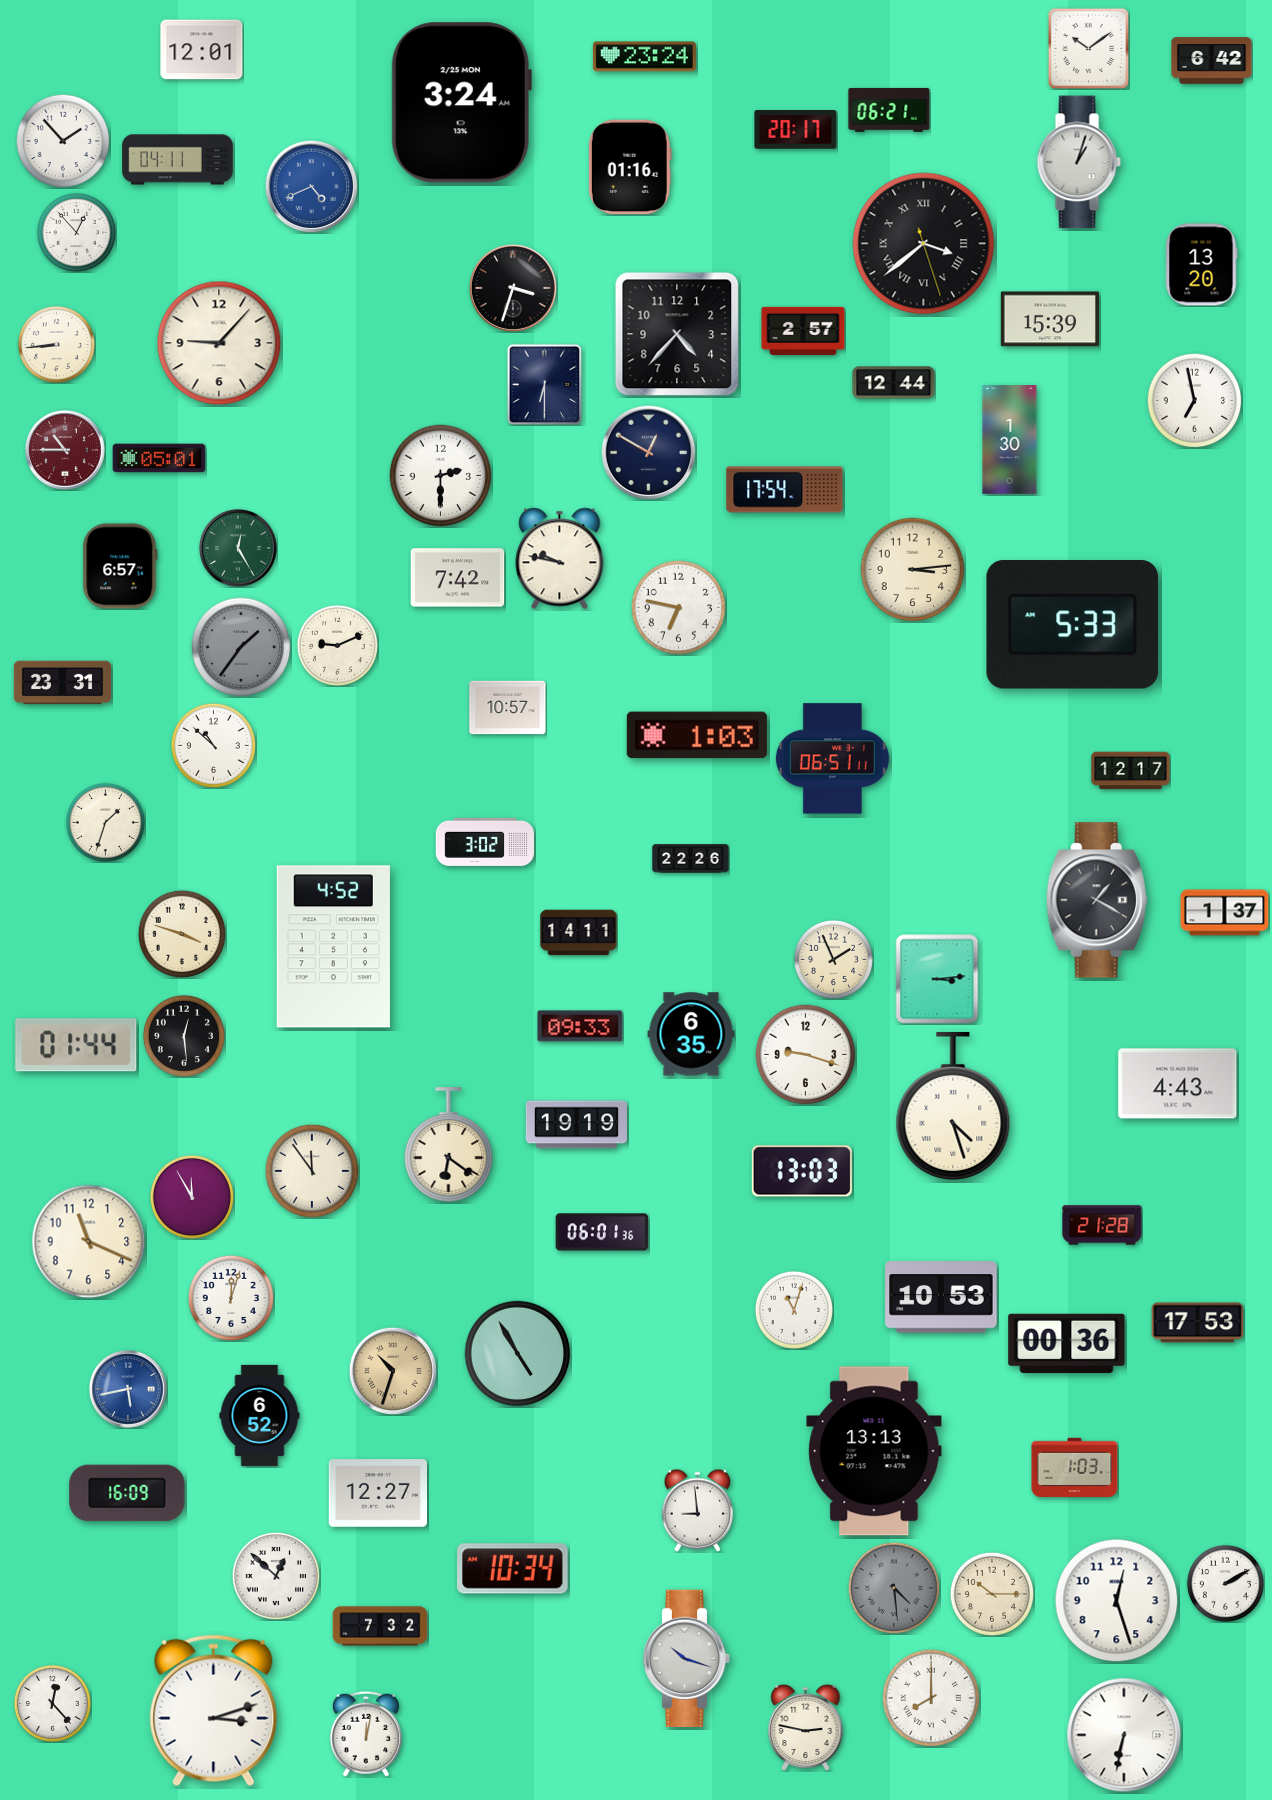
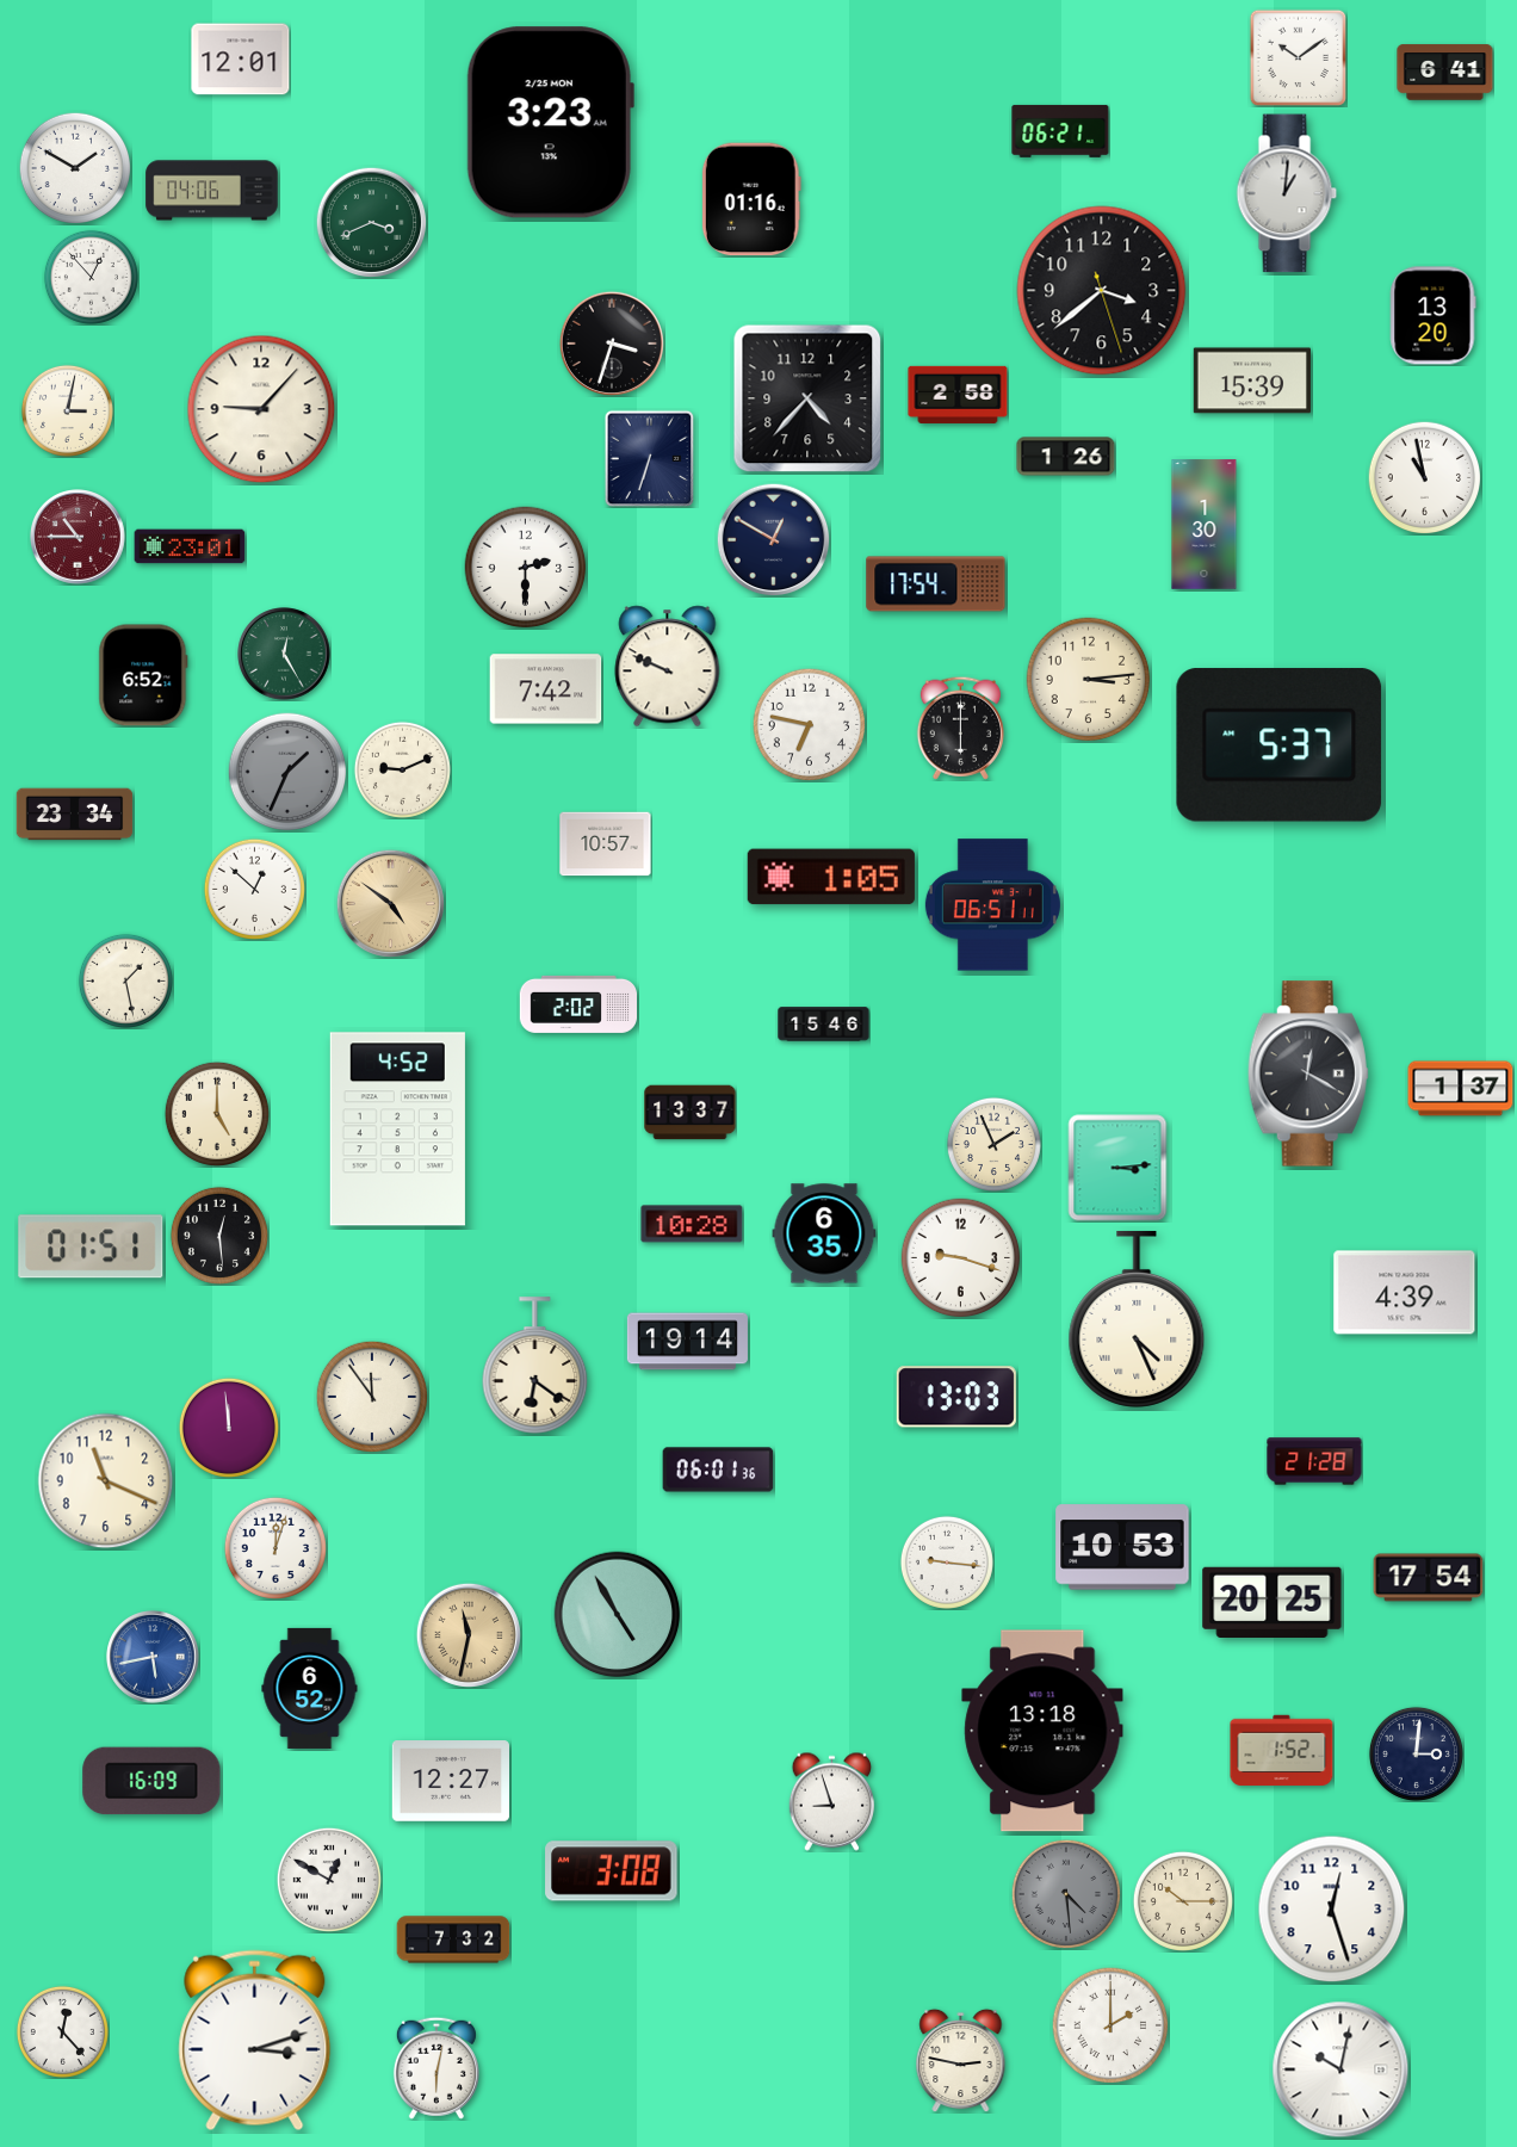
clock at (644, 57): 23:24 -> none
clock at (1212, 61): 6:42 -> 6:41
clock at (461, 103): 3:24 -> 3:23
clock at (796, 130): 20:17 -> none
clock at (63, 141): 1:53 -> 1:50
clock at (178, 160): 04:11 -> 04:06
clock at (1079, 162): 1:03 -> 1:01
clock at (311, 186): 4:41 -> 3:41
clock at (311, 186) dial: blue -> green
clock at (924, 244) numerals: Roman -> Arabic
clock at (803, 331): 2:57 -> 2:58
clock at (56, 344): 8:44 -> 3:02
clock at (894, 383): 12:44 -> 1:26
clock at (545, 384): 6:30 -> 6:33
clock at (1194, 400): 6:58 -> 10:58
clock at (159, 458): 05:01 -> 23:01
clock at (560, 559): 9:47 -> 9:49
clock at (120, 566): 6:57 -> 6:52
clock at (960, 728): none -> 6:00
clock at (1073, 625): 5:33 -> 5:37
clock at (241, 647): 1:36 -> 1:34
clock at (63, 683): 23:31 -> 23:34
clock at (697, 735): 1:03 -> 1:05
clock at (213, 745): 10:52 -> 12:52
clock at (390, 903): none -> 4:51
clock at (1131, 771): 12:17 -> none
clock at (105, 822): 1:33 -> 1:28
clock at (485, 842): 3:02 -> 2:02
clock at (691, 859): 22:26 -> 15:46
clock at (1097, 900): 1:20 -> 12:20
clock at (181, 933): 3:48 -> 5:00
clock at (579, 933): 14:11 -> 13:37
clock at (580, 1026): 09:33 -> 10:28
clock at (76, 1045): 01:44 -> 01:51
clock at (1178, 1084): 4:43 -> 4:39
clock at (953, 1106): 4:27 -> 4:26
clock at (576, 1125): 19:19 -> 19:14
clock at (192, 1197): 11:55 -> 11:59
clock at (794, 1310): 11:03 -> 9:16
clock at (1198, 1323): 17:53 -> 17:54
clock at (1067, 1343): 00:36 -> 20:25
clock at (393, 1371): 10:33 -> 11:32
clock at (874, 1451): 13:13 -> 13:18
clock at (1075, 1467): 1:03 -> 1:52
clock at (1416, 1753): none -> 3:01
clock at (698, 1510): 8:59 -> 8:57
clock at (513, 1569): 10:34 -> 3:08
clock at (275, 1575): 12:52 -> 12:50
clock at (1225, 1583): 2:10 -> none
clock at (687, 1658): 10:18 -> none
clock at (931, 1698): 8:00 -> 2:00
clock at (366, 1734): 12:02 -> 6:02
clock at (1124, 1735): 6:32 -> 10:02
